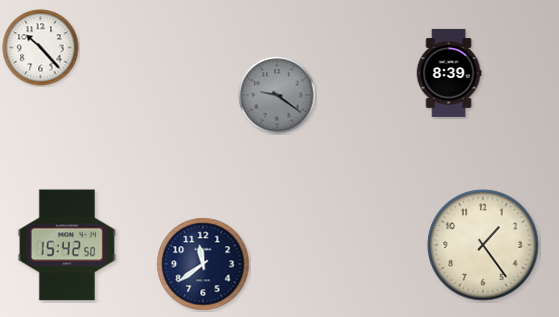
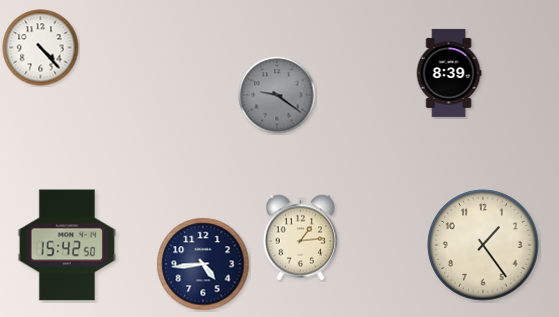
clock at (41, 48): 10:23 -> 4:23
clock at (301, 238): none -> 1:14
clock at (203, 264): 11:39 -> 4:44
